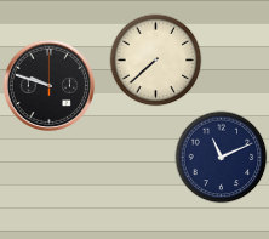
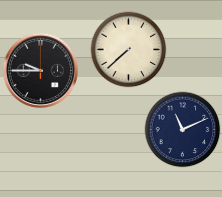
clock at (48, 85): 9:48 -> 9:45
